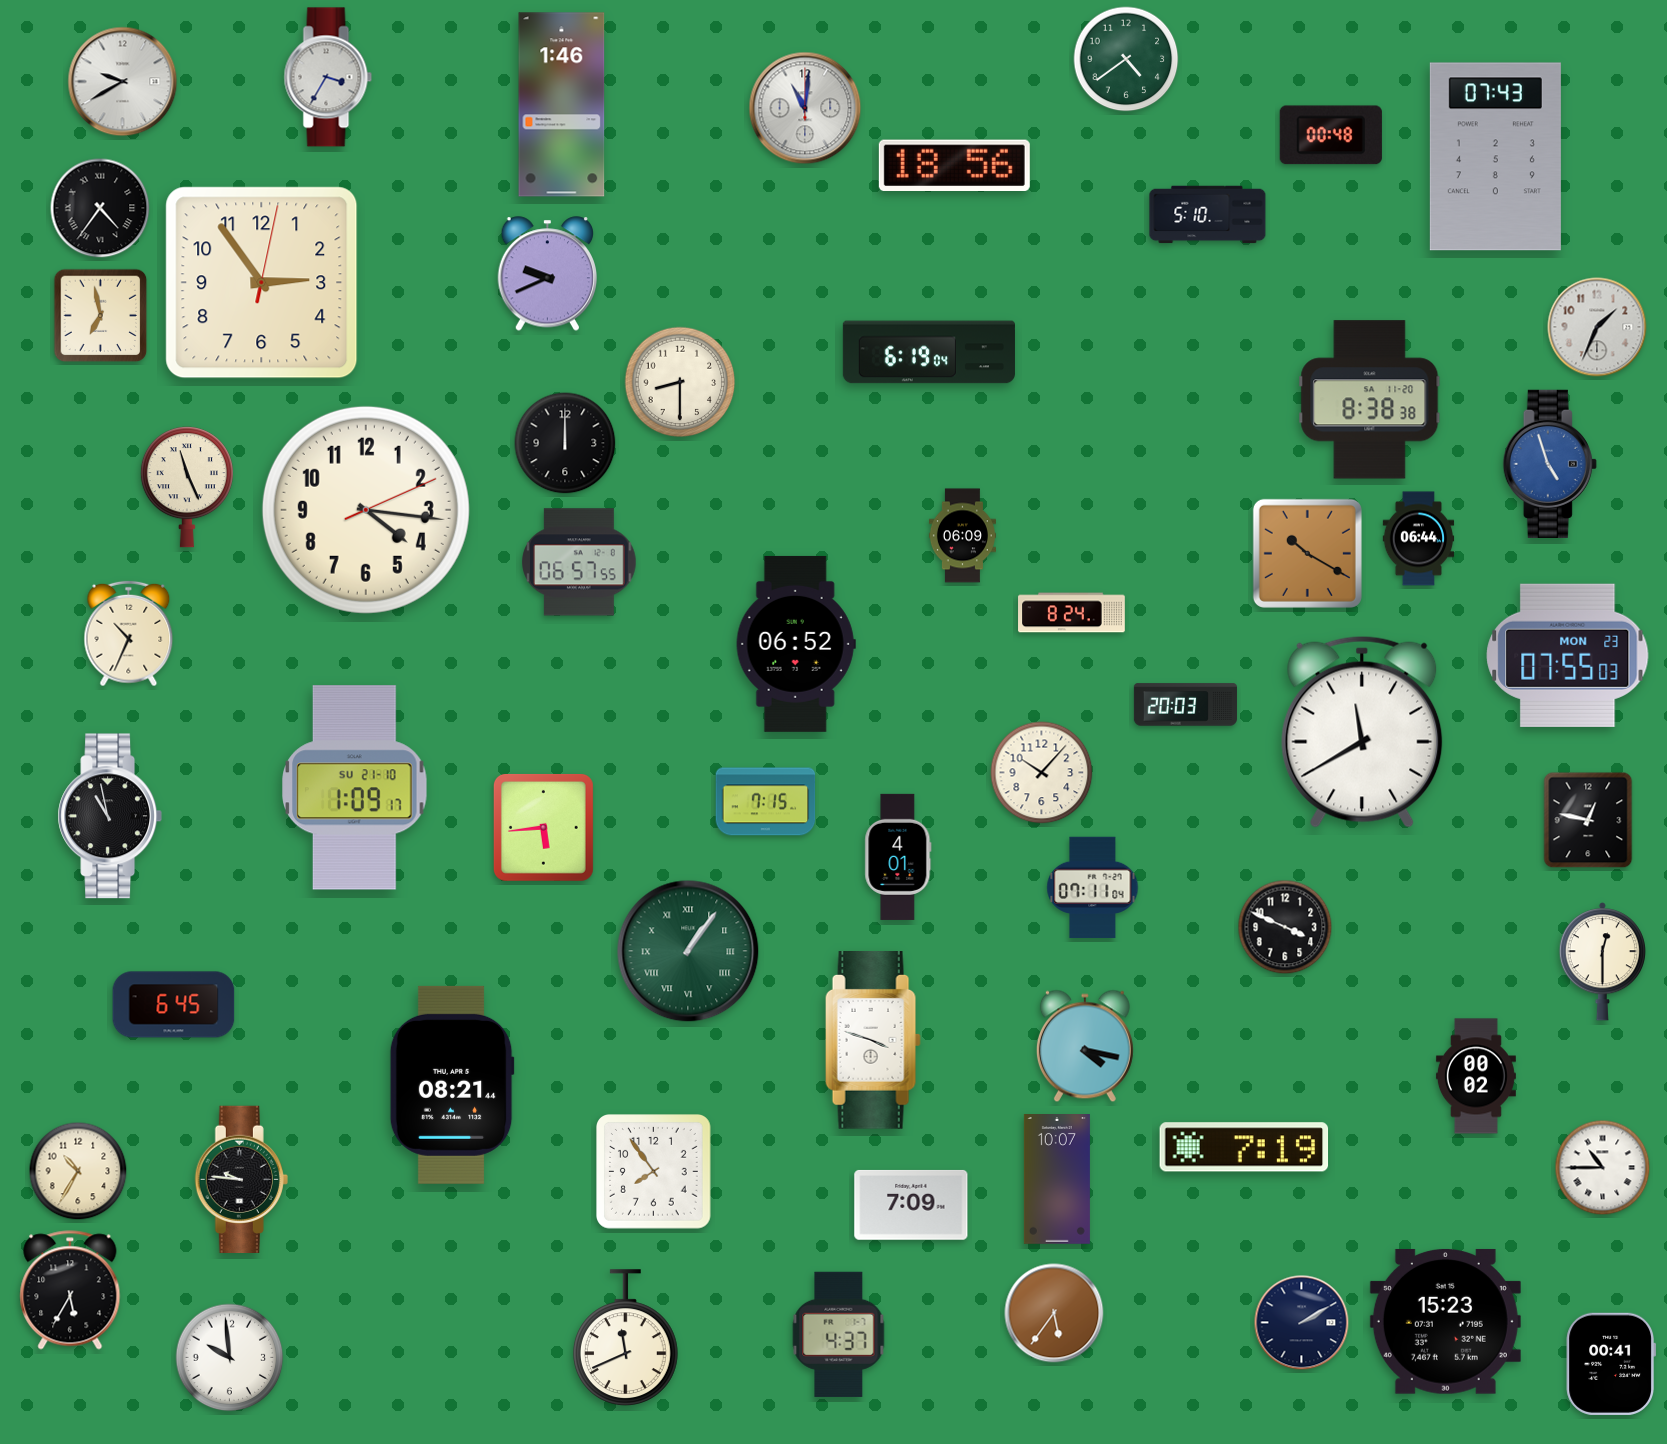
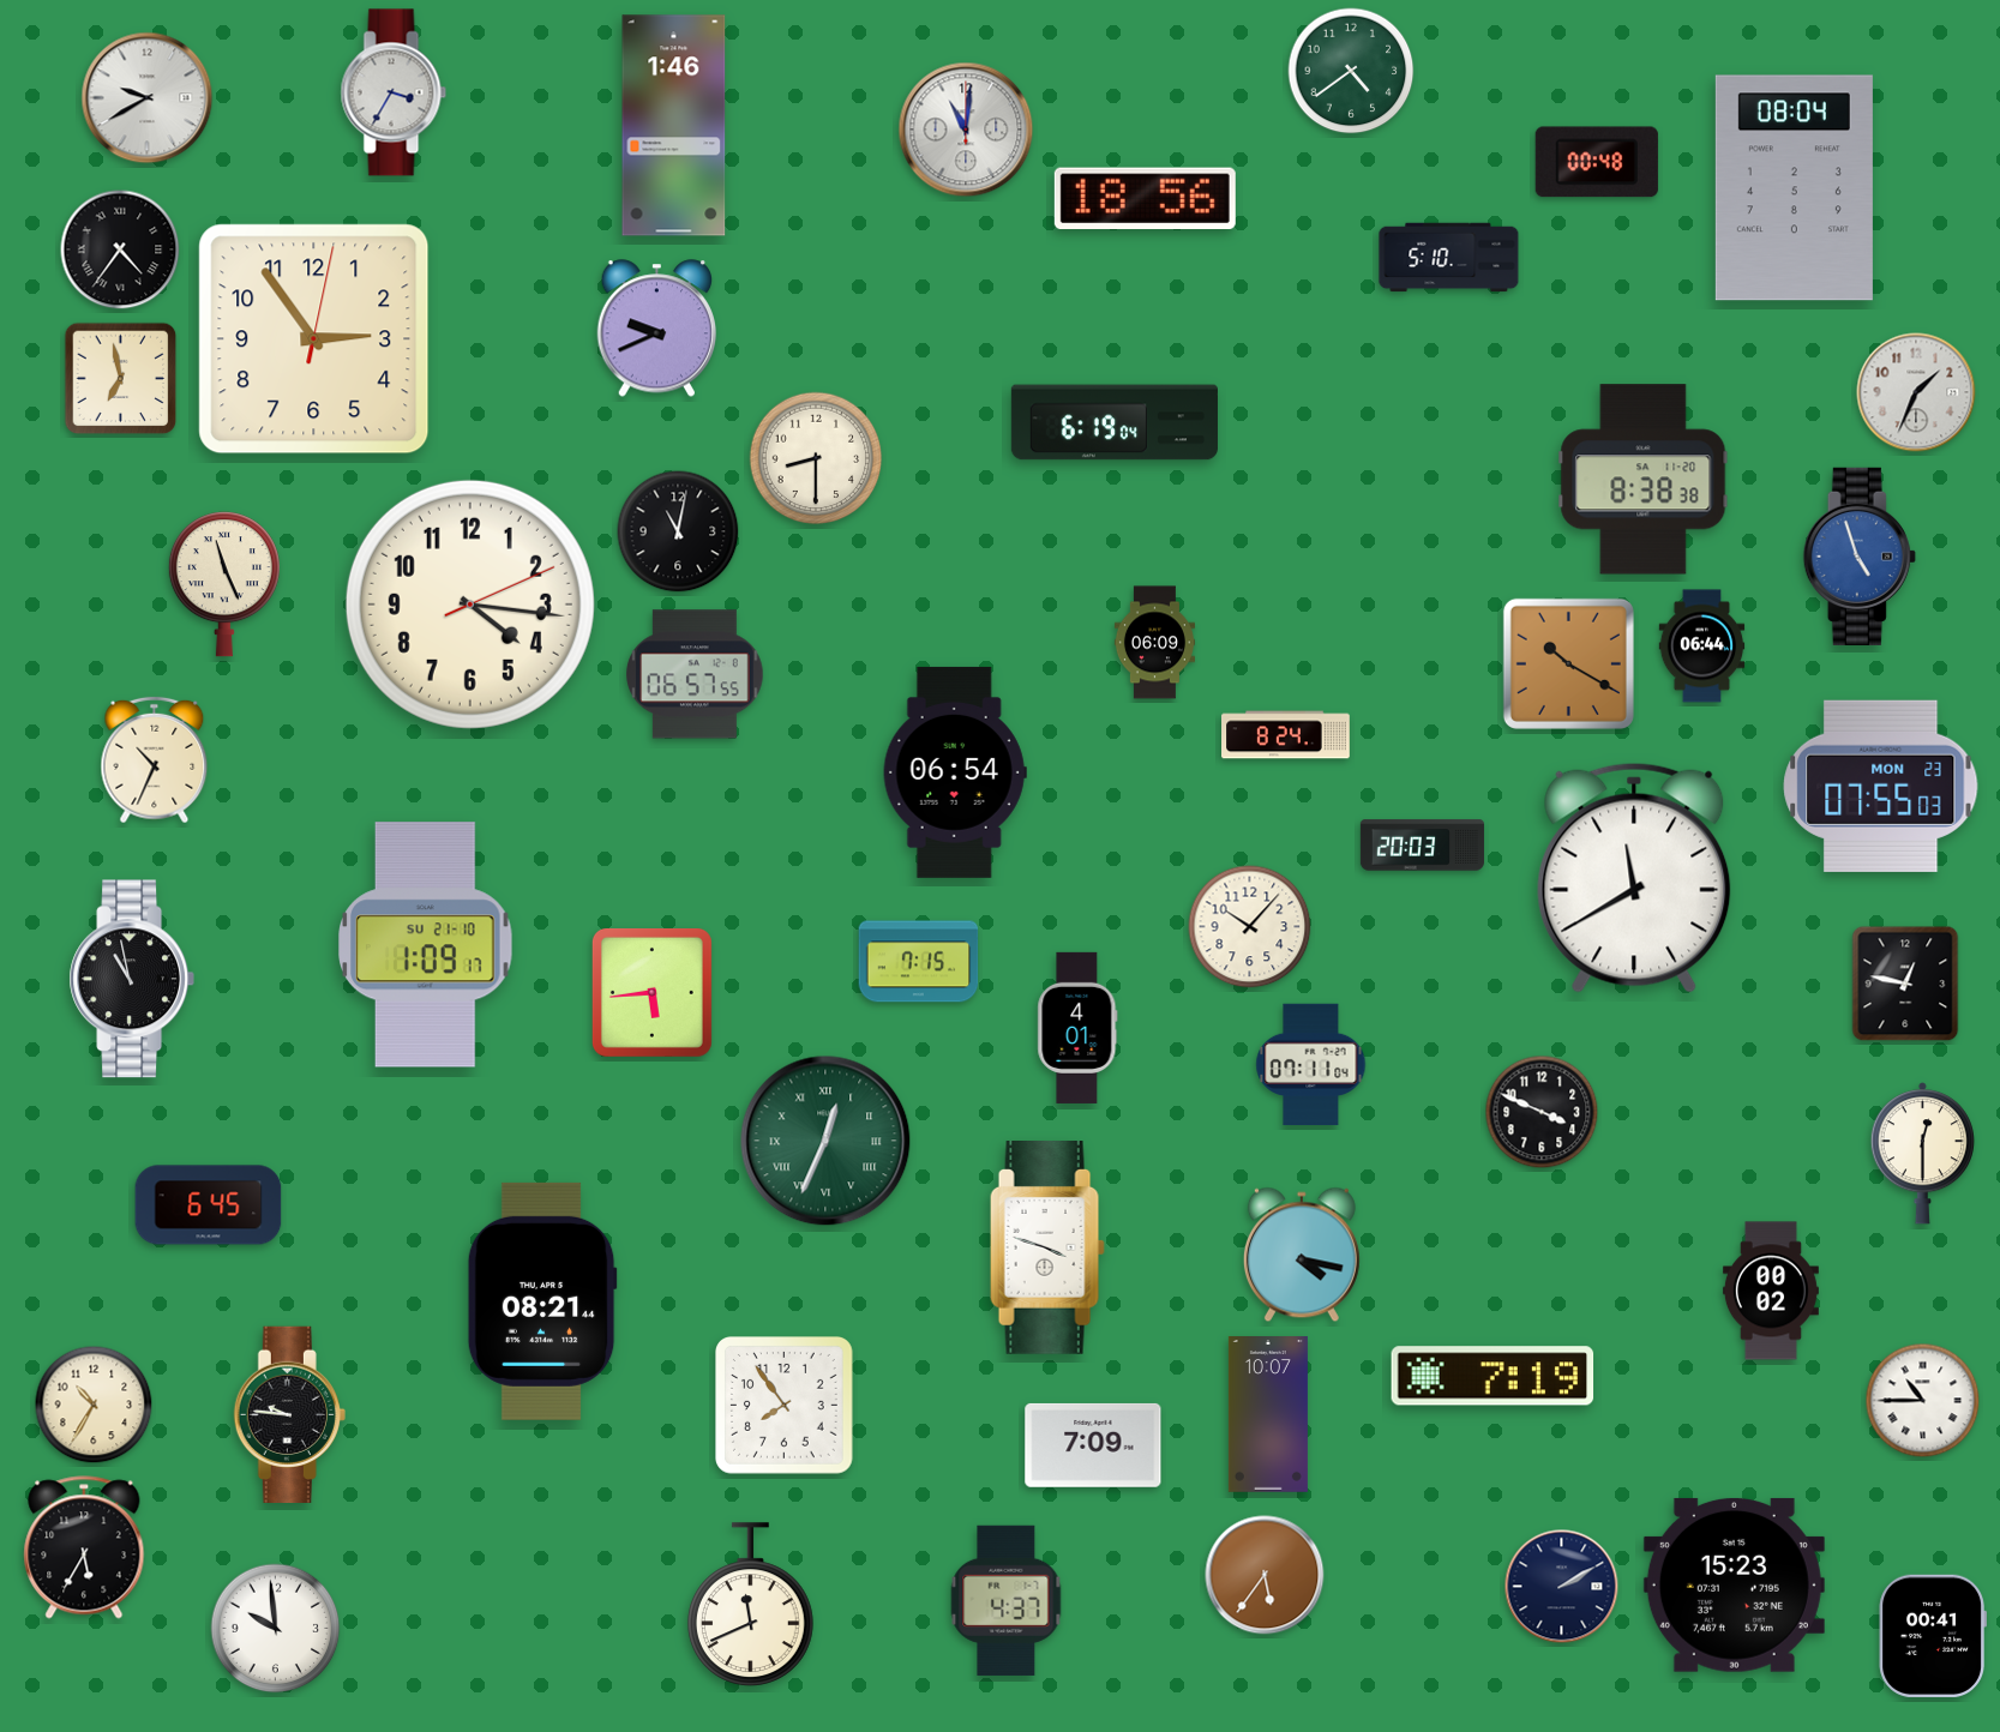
clock at (1495, 157): 07:43 -> 08:04
clock at (565, 443): 12:00 -> 11:02
clock at (366, 510) position: (366, 510) -> (470, 605)
clock at (796, 644): 06:52 -> 06:54
clock at (688, 951): 1:06 -> 12:34
